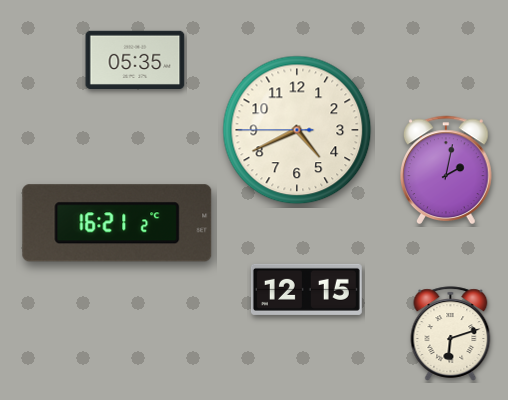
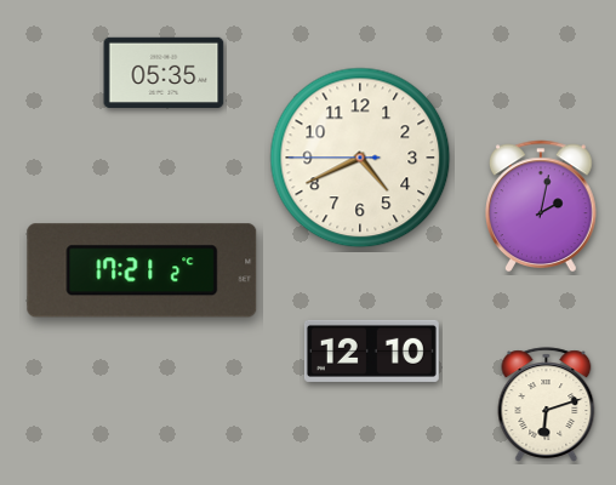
clock at (117, 223): 16:21 -> 17:21
clock at (306, 289): 12:15 -> 12:10
